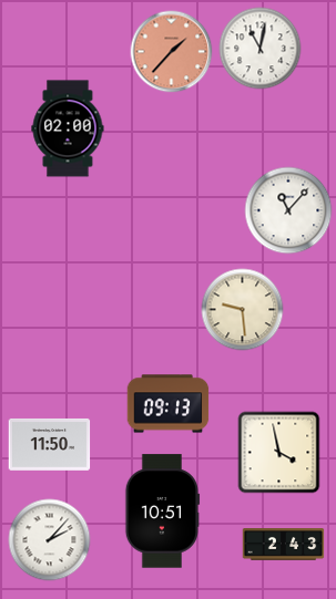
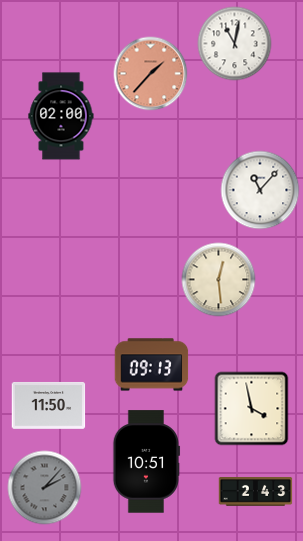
clock at (172, 52) position: (172, 52) -> (151, 74)
clock at (243, 310): 9:29 -> 12:29
clock at (50, 444) position: (50, 444) -> (49, 405)
clock at (50, 540) dial: white -> grey
